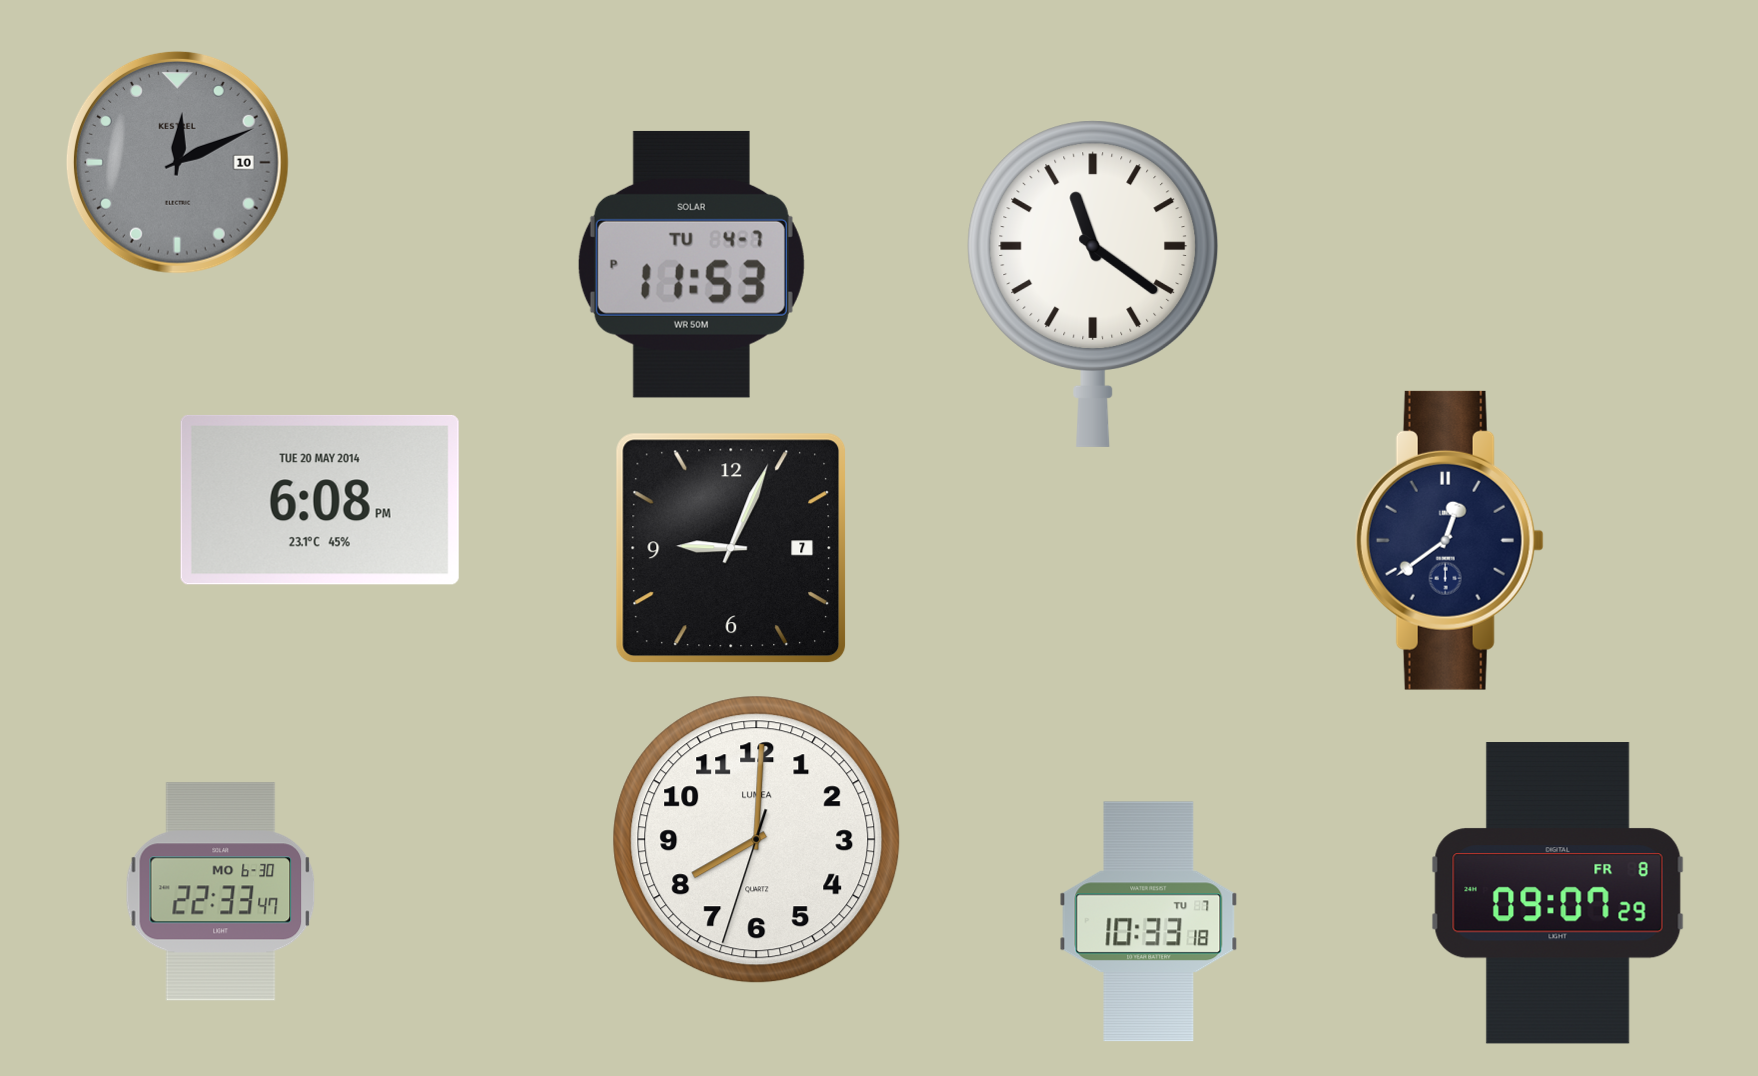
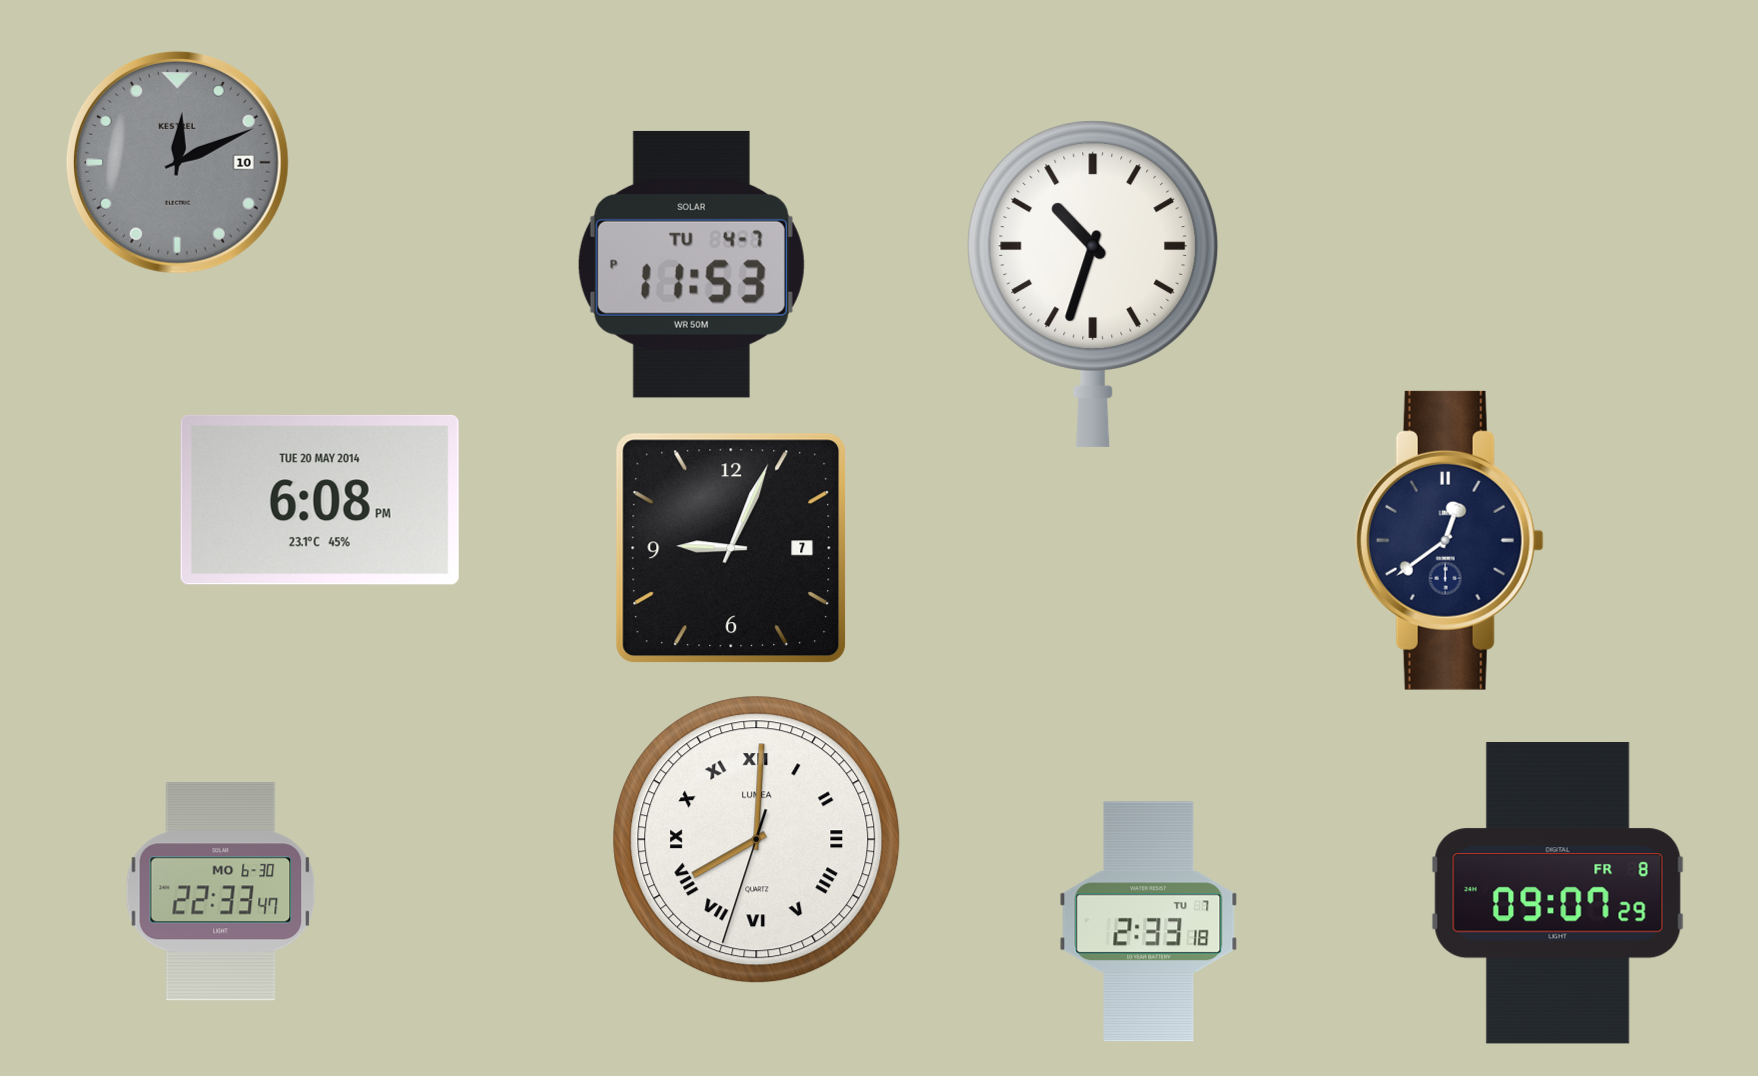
clock at (1093, 284): 11:21 -> 10:33
clock at (757, 840) numerals: Arabic -> Roman
clock at (1149, 922): 10:33 -> 2:33
